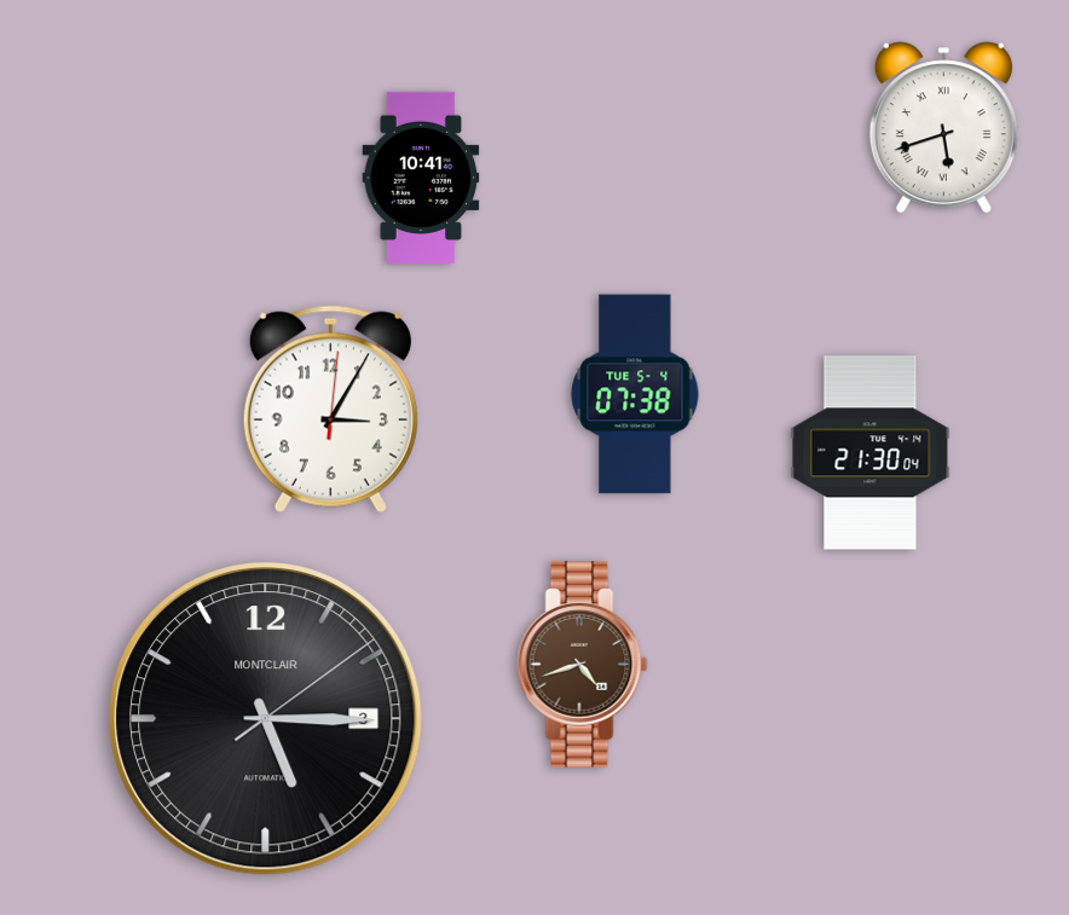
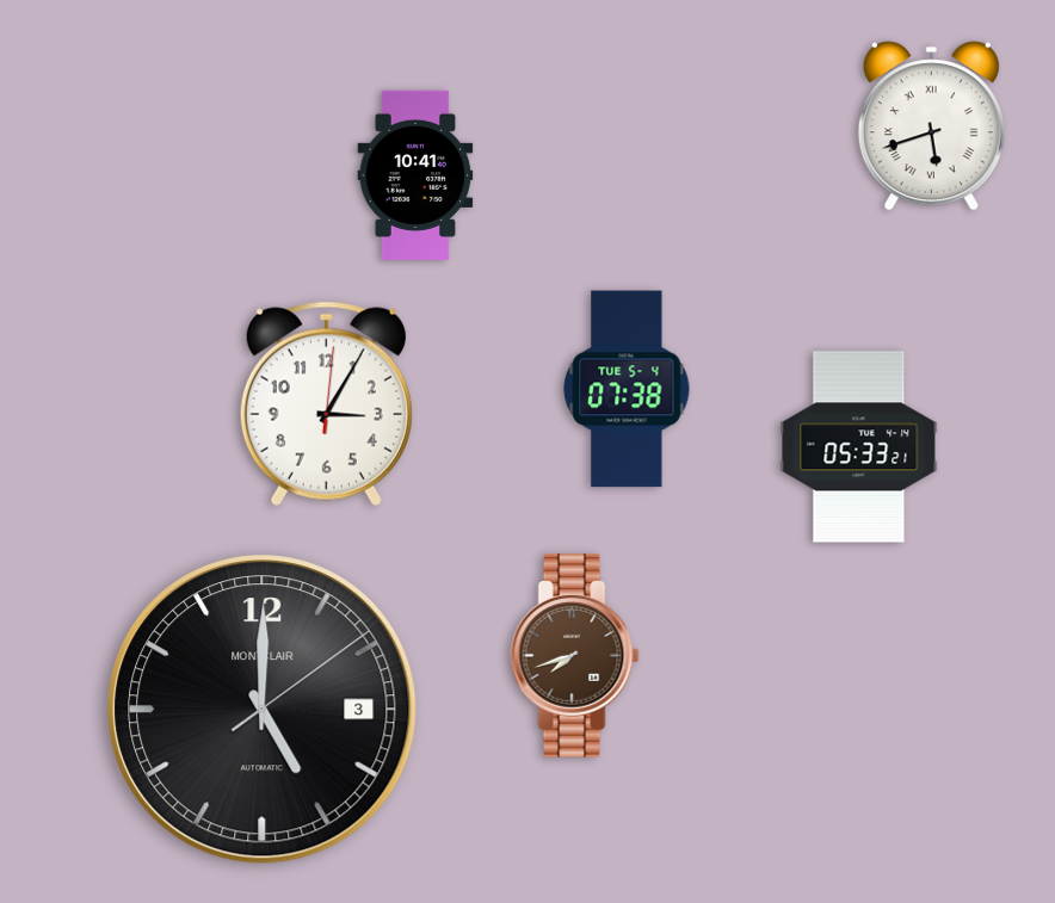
clock at (871, 453): 21:30 -> 05:33
clock at (583, 665): 4:42 -> 7:42
clock at (266, 719): 5:15 -> 5:00
